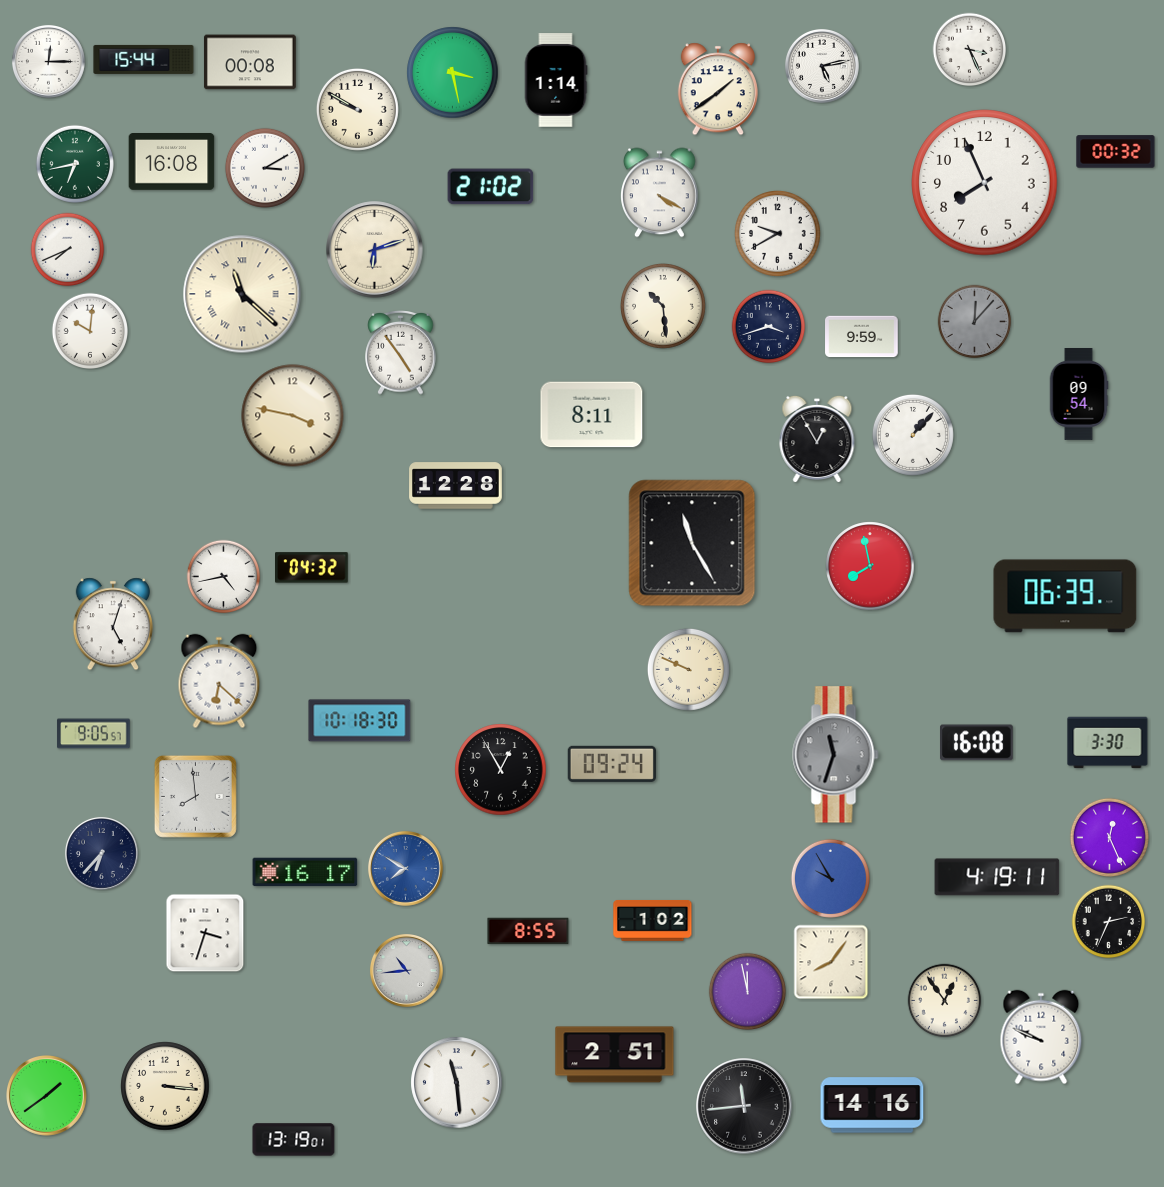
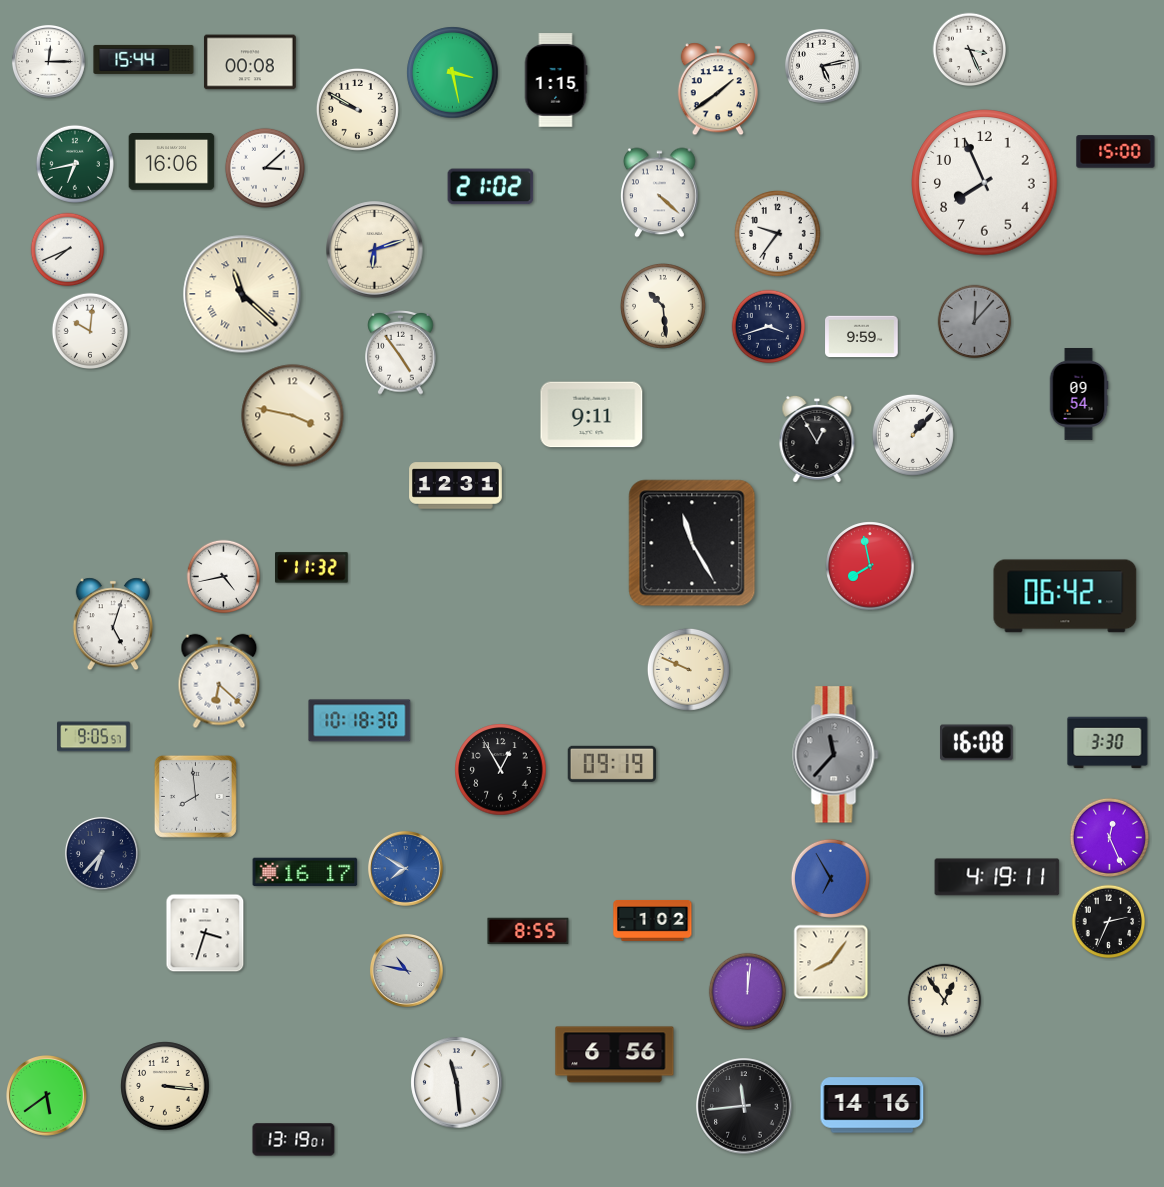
clock at (556, 80): 1:14 -> 1:15
clock at (1116, 152): 00:32 -> 15:00
clock at (172, 162): 16:08 -> 16:06
clock at (265, 168): 3:10 -> 3:08
clock at (660, 193): 4:20 -> 4:22
clock at (778, 234): 9:40 -> 9:36
clock at (592, 415): 8:11 -> 9:11
clock at (456, 486): 12:28 -> 12:31
clock at (312, 568): 04:32 -> 11:32
clock at (1065, 596): 06:39 -> 06:42
clock at (94, 734) position: (94, 734) -> (94, 737)
clock at (836, 755): 11:33 -> 11:37
clock at (612, 764): 09:24 -> 09:19
clock at (830, 878): 9:55 -> 6:55
clock at (406, 970): 10:44 -> 10:47
clock at (747, 991): 11:58 -> 12:01
clock at (1041, 1037): 9:49 -> none
clock at (615, 1055): 2:51 -> 6:56
clock at (47, 1096): 1:39 -> 5:39
